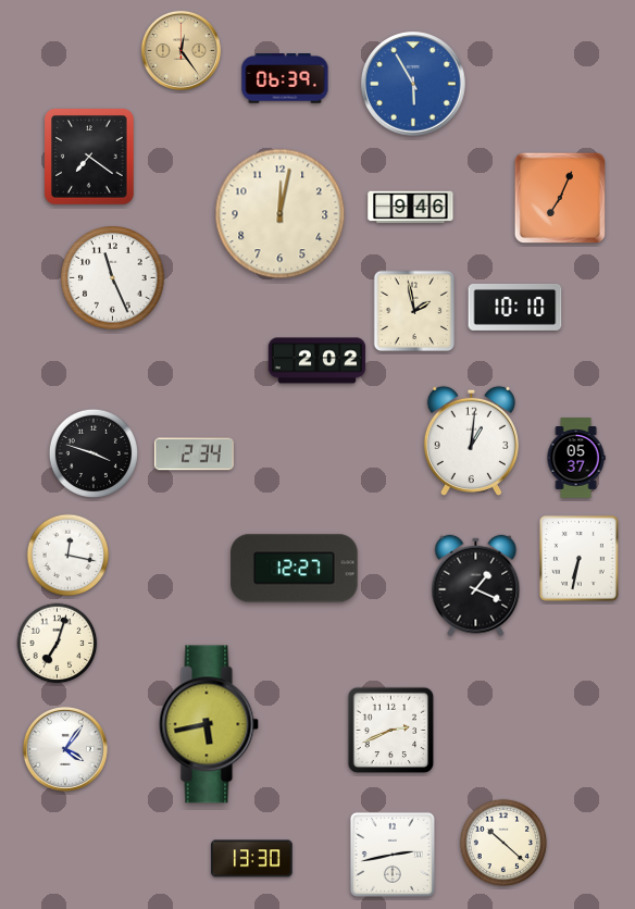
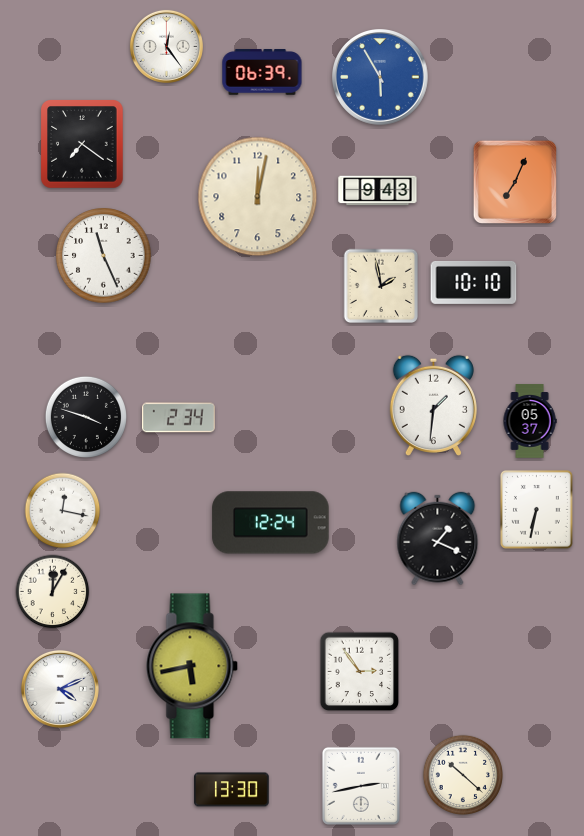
clock at (180, 50) dial: champagne -> white
clock at (411, 208): 9:46 -> 9:43
clock at (317, 361): 2:02 -> none
clock at (471, 440): 1:01 -> 1:31
clock at (578, 558) position: (578, 558) -> (536, 509)
clock at (295, 569): 12:27 -> 12:24
clock at (58, 644): 7:03 -> 12:05
clock at (391, 731): 2:41 -> 2:54
clock at (65, 749): 4:06 -> 4:11
